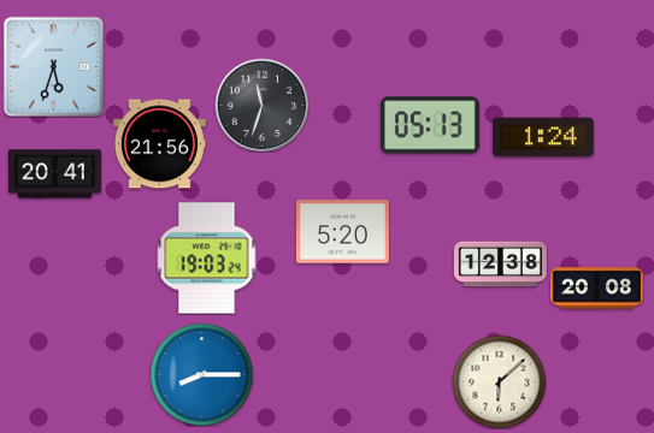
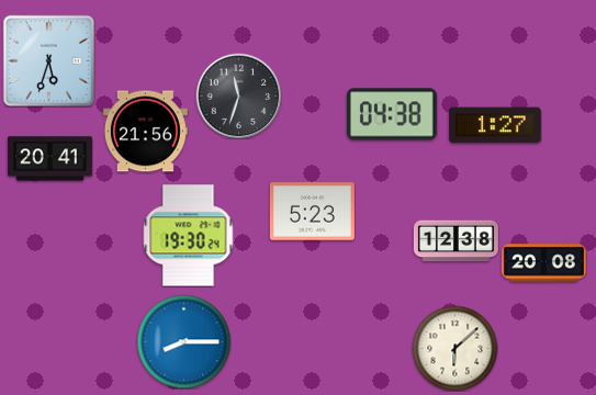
clock at (431, 125): 05:13 -> 04:38
clock at (543, 137): 1:24 -> 1:27
clock at (342, 232): 5:20 -> 5:23
clock at (207, 259): 19:03 -> 19:30
